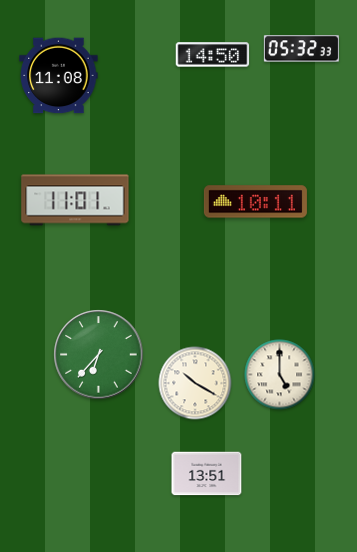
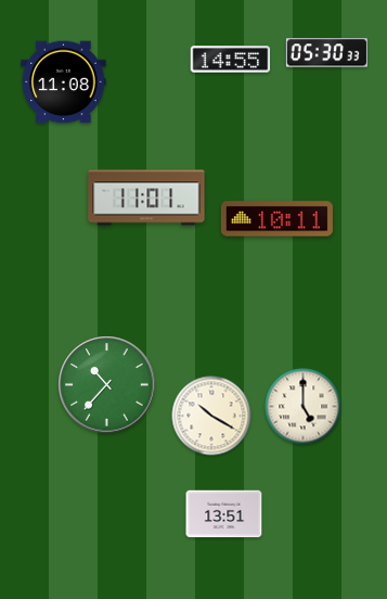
clock at (301, 49): 05:32 -> 05:30
clock at (213, 55): 14:50 -> 14:55
clock at (75, 200) position: (75, 200) -> (146, 197)
clock at (99, 355): 6:37 -> 10:37
